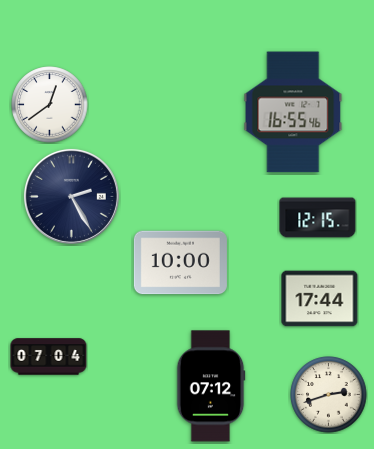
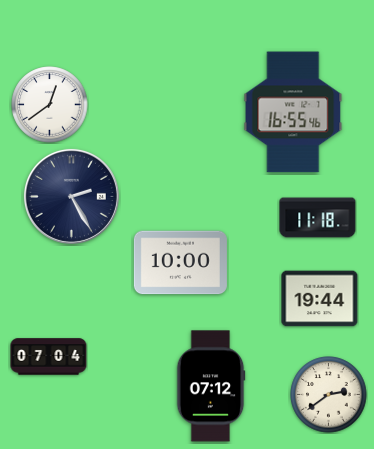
clock at (318, 218): 12:15 -> 11:18
clock at (320, 299): 17:44 -> 19:44
clock at (329, 395): 2:42 -> 2:39
